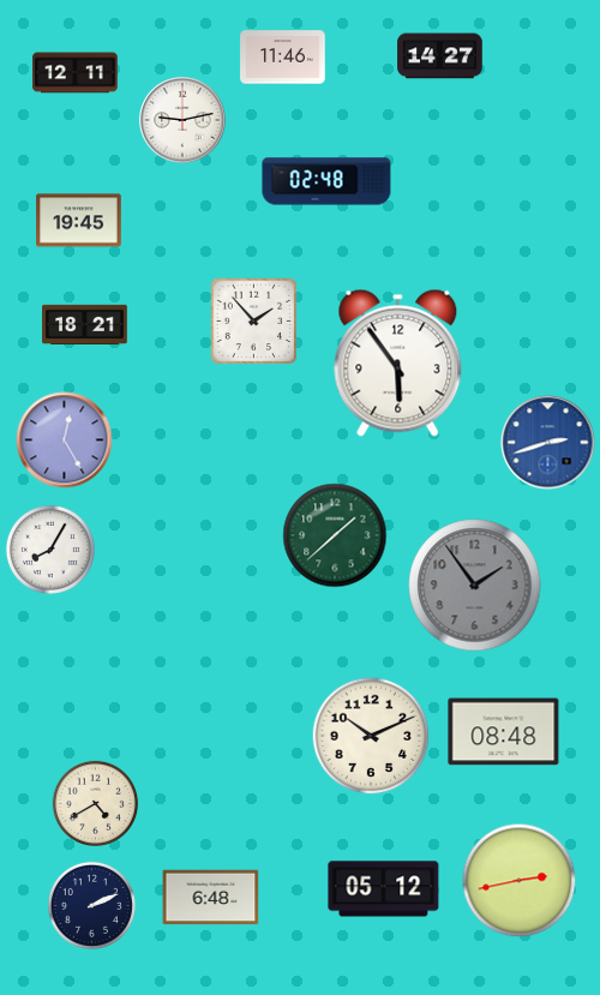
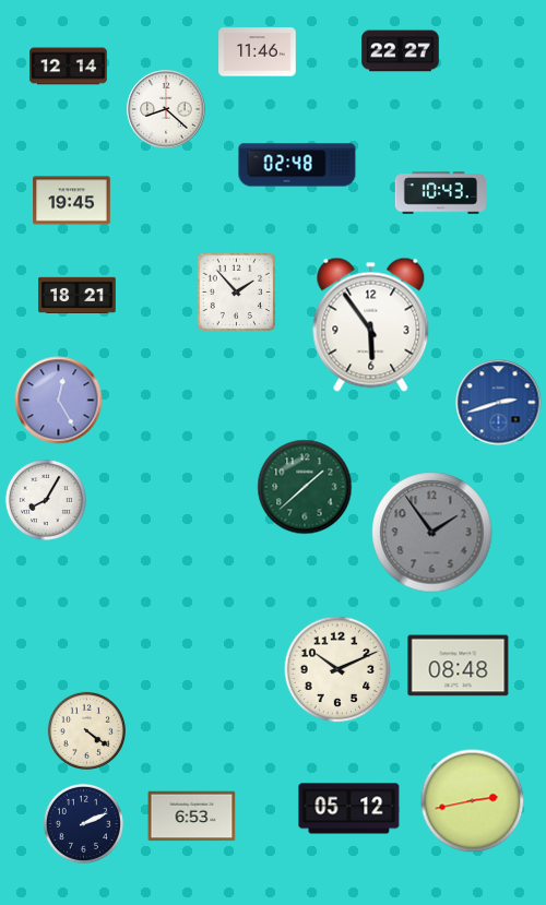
clock at (440, 56): 14:27 -> 22:27
clock at (76, 73): 12:11 -> 12:14
clock at (182, 120): 9:13 -> 8:22
clock at (440, 193): none -> 10:43
clock at (254, 322) position: (254, 322) -> (237, 293)
clock at (398, 362) position: (398, 362) -> (371, 324)
clock at (95, 803): 4:40 -> 4:21
clock at (211, 898): 6:48 -> 6:53
